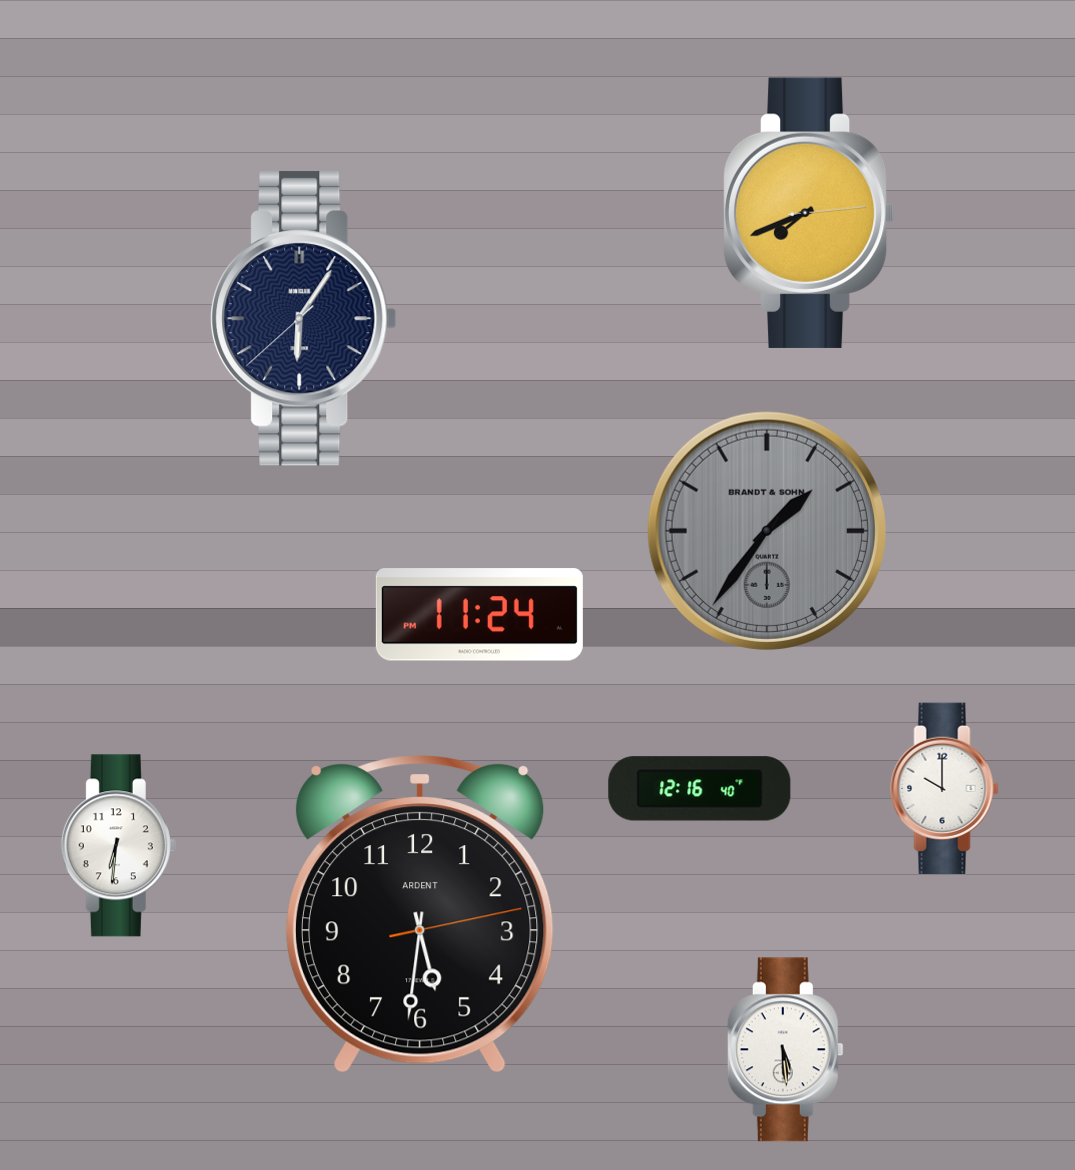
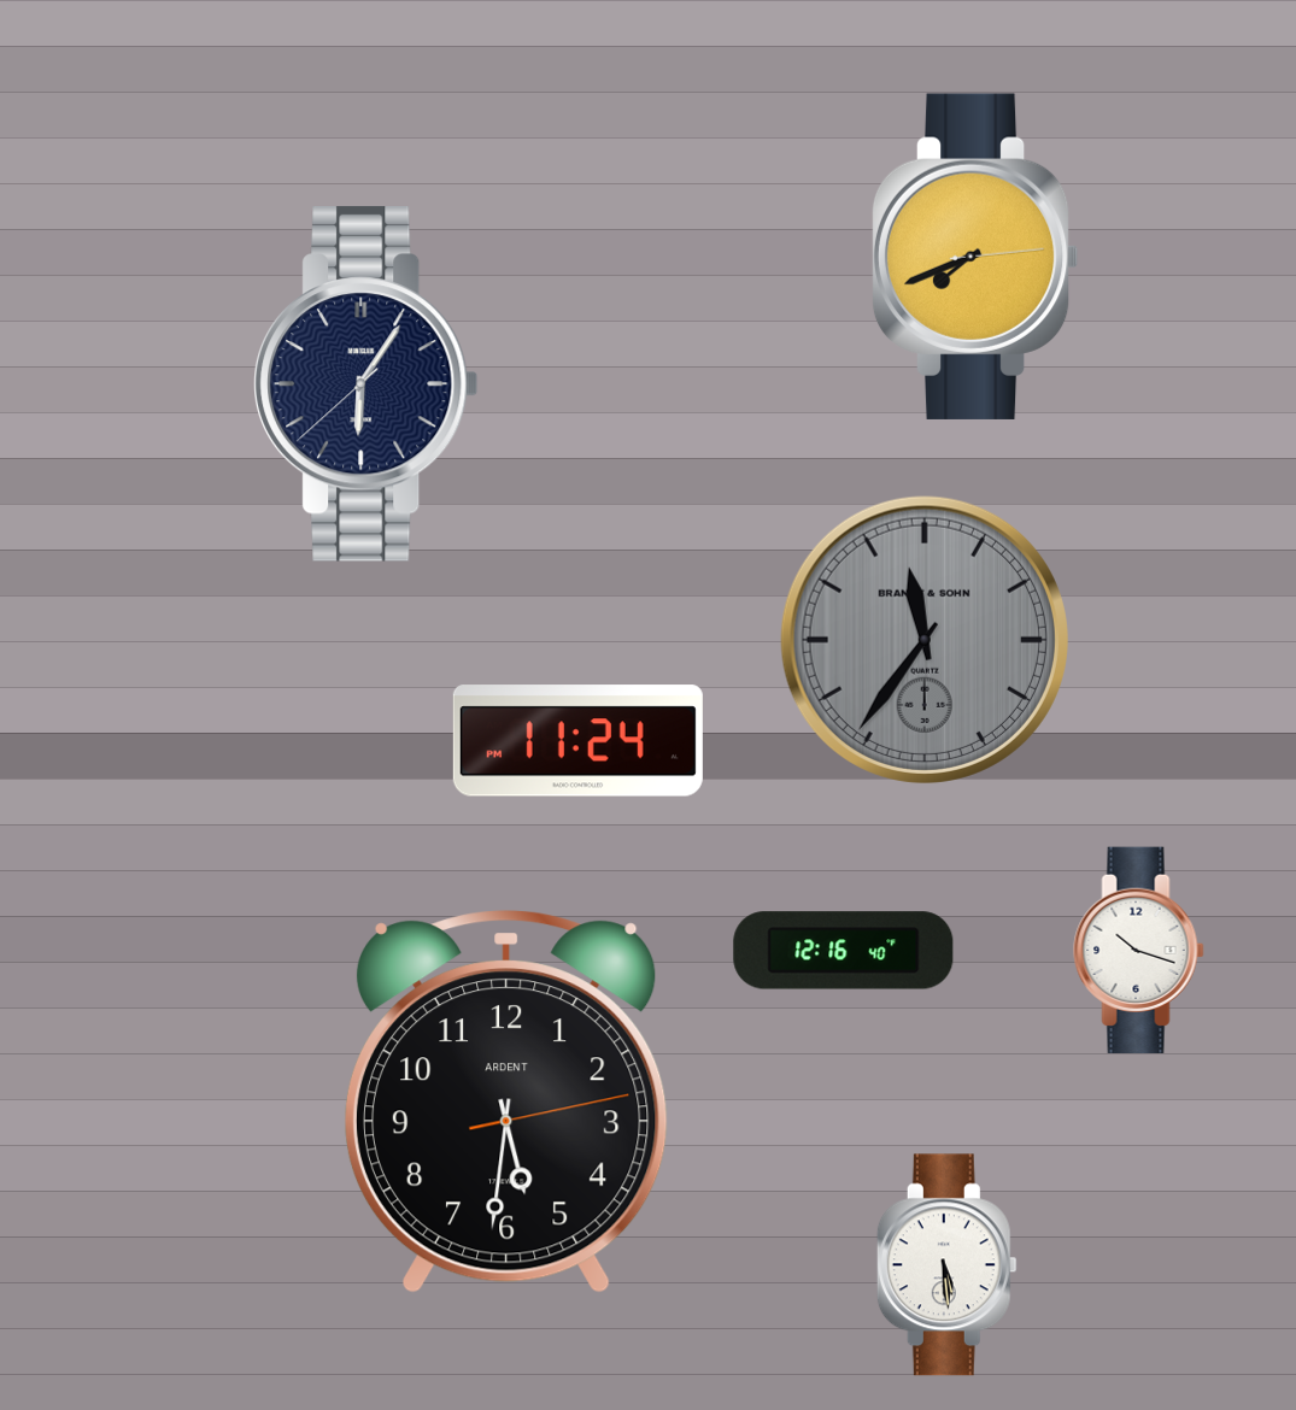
clock at (767, 531): 1:36 -> 11:36
clock at (945, 788): 10:00 -> 10:18
clock at (118, 846): 6:31 -> none
